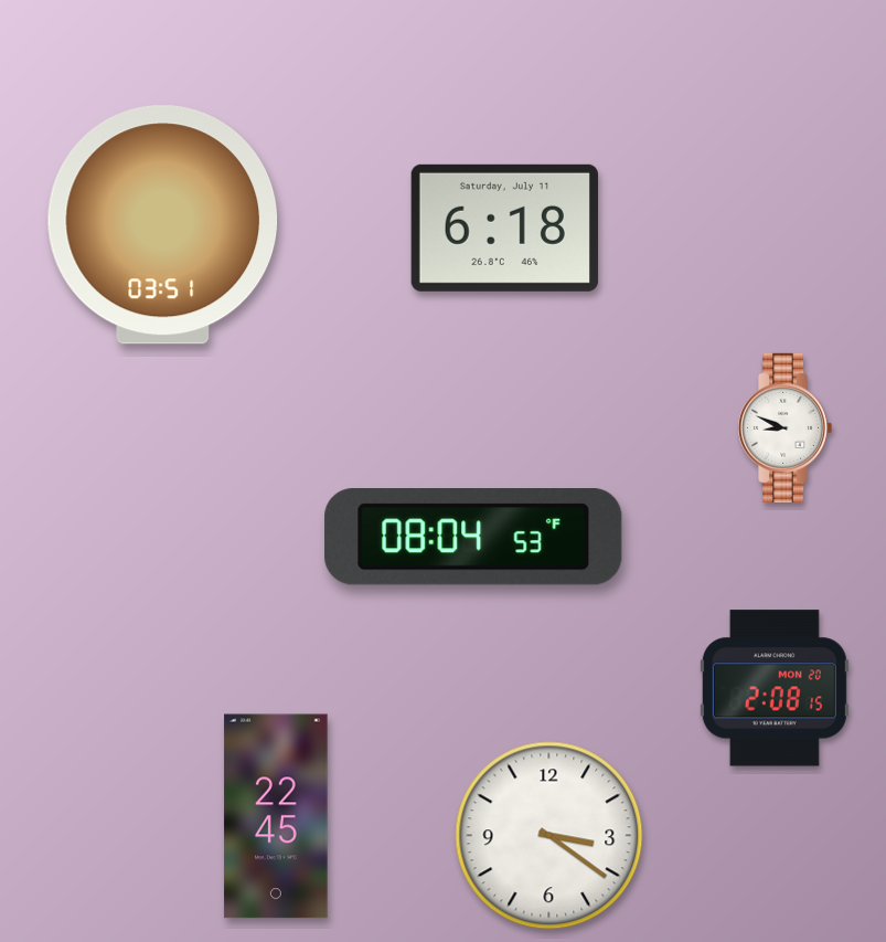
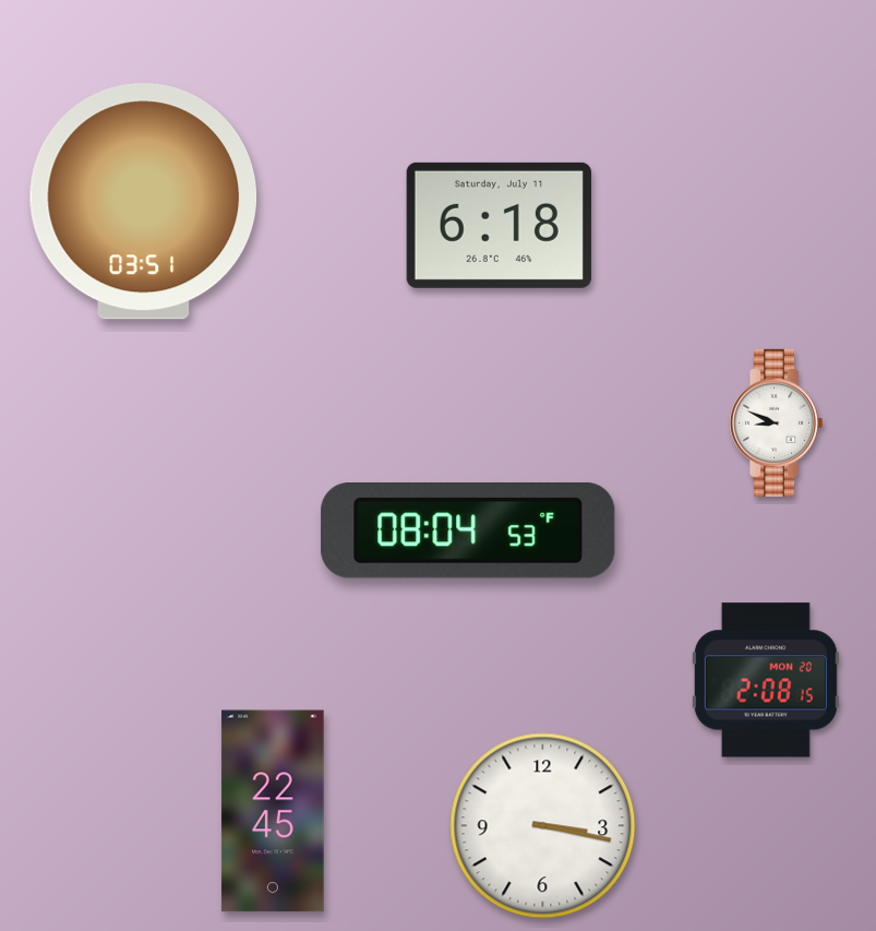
clock at (162, 225) position: (162, 225) -> (143, 202)
clock at (276, 816) position: (276, 816) -> (273, 811)
clock at (549, 836): 3:21 -> 3:17
